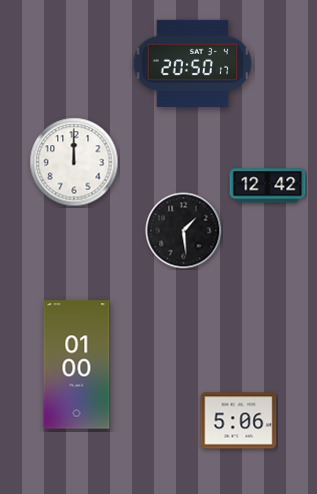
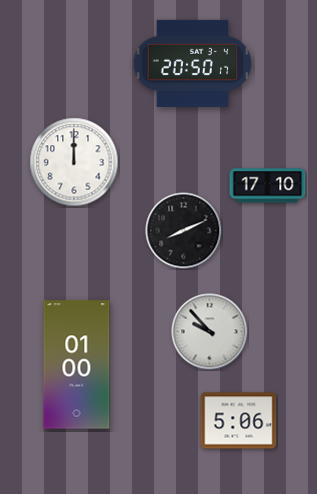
clock at (268, 186): 12:42 -> 17:10
clock at (184, 231): 1:29 -> 8:11
clock at (210, 332): none -> 9:53
